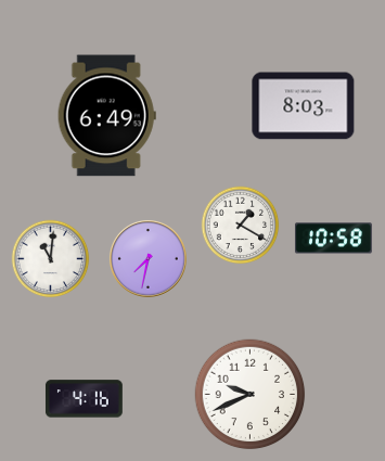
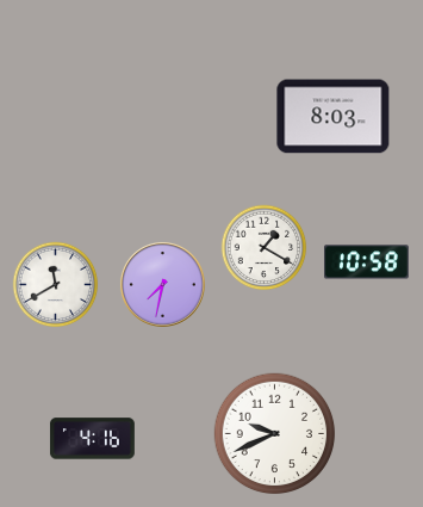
clock at (106, 116): 6:49 -> none
clock at (51, 259): 11:01 -> 11:40
